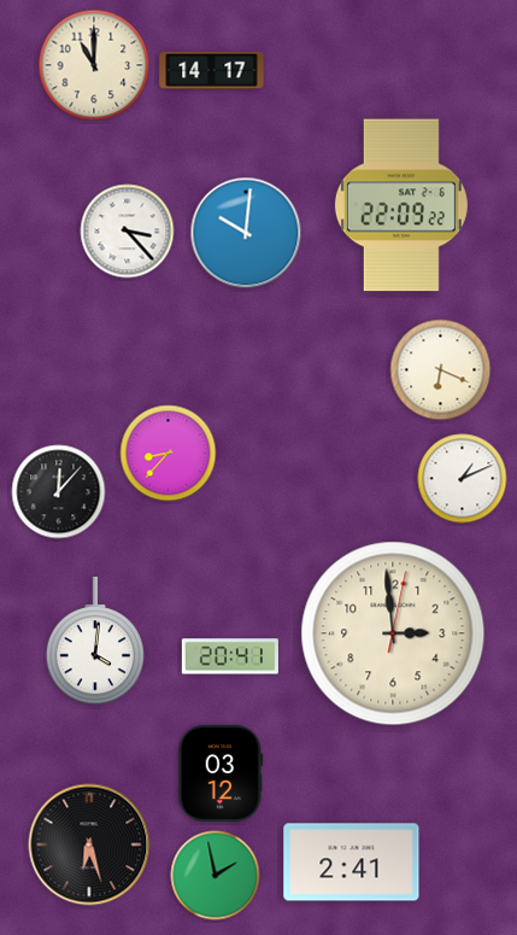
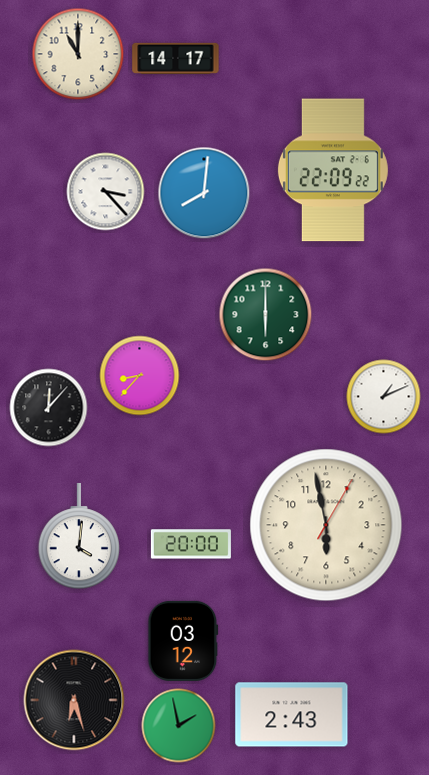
clock at (246, 233): 10:01 -> 8:01
clock at (441, 370): 6:19 -> none
clock at (266, 315): none -> 6:00
clock at (393, 633): 2:59 -> 5:58
clock at (95, 642) position: (95, 642) -> (79, 537)
clock at (230, 656): 20:41 -> 20:00
clock at (352, 863): 2:41 -> 2:43
